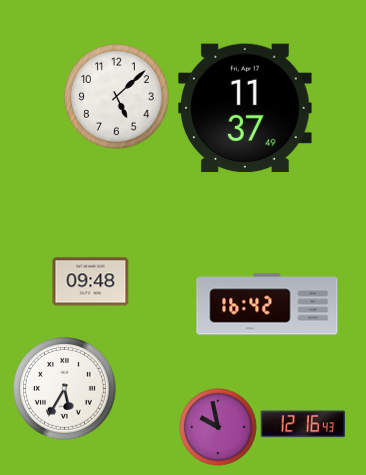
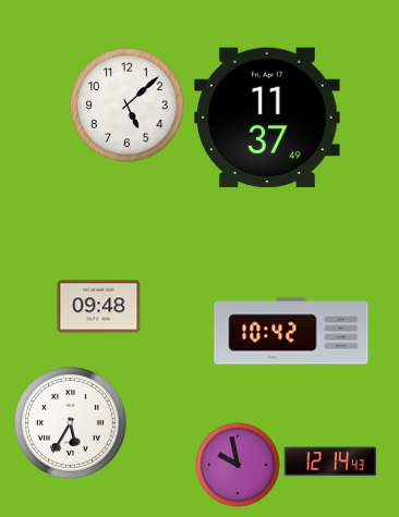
clock at (267, 304): 16:42 -> 10:42
clock at (303, 424): 12:16 -> 12:14
